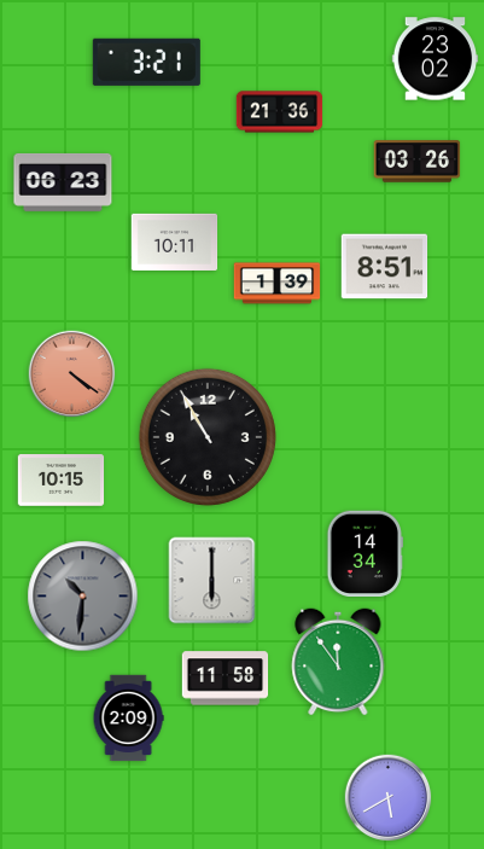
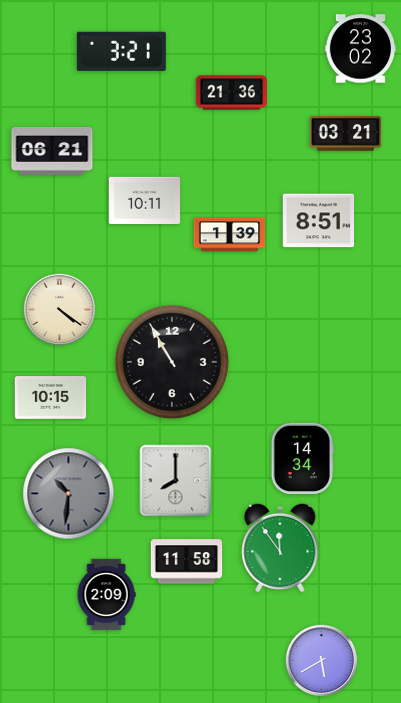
clock at (418, 162): 03:26 -> 03:21
clock at (63, 182): 06:23 -> 06:21
clock at (72, 374) dial: salmon -> cream
clock at (212, 581): 6:00 -> 8:00
